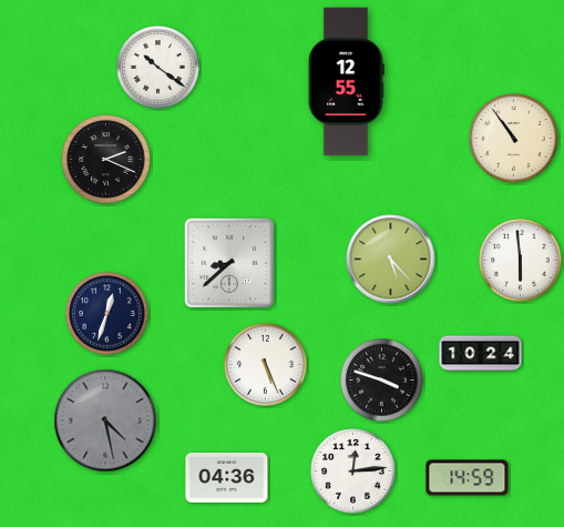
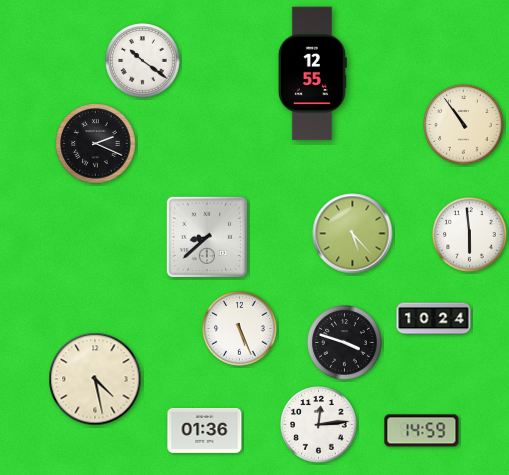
clock at (107, 314): 12:33 -> none
clock at (105, 420) dial: grey -> cream
clock at (227, 477): 04:36 -> 01:36
